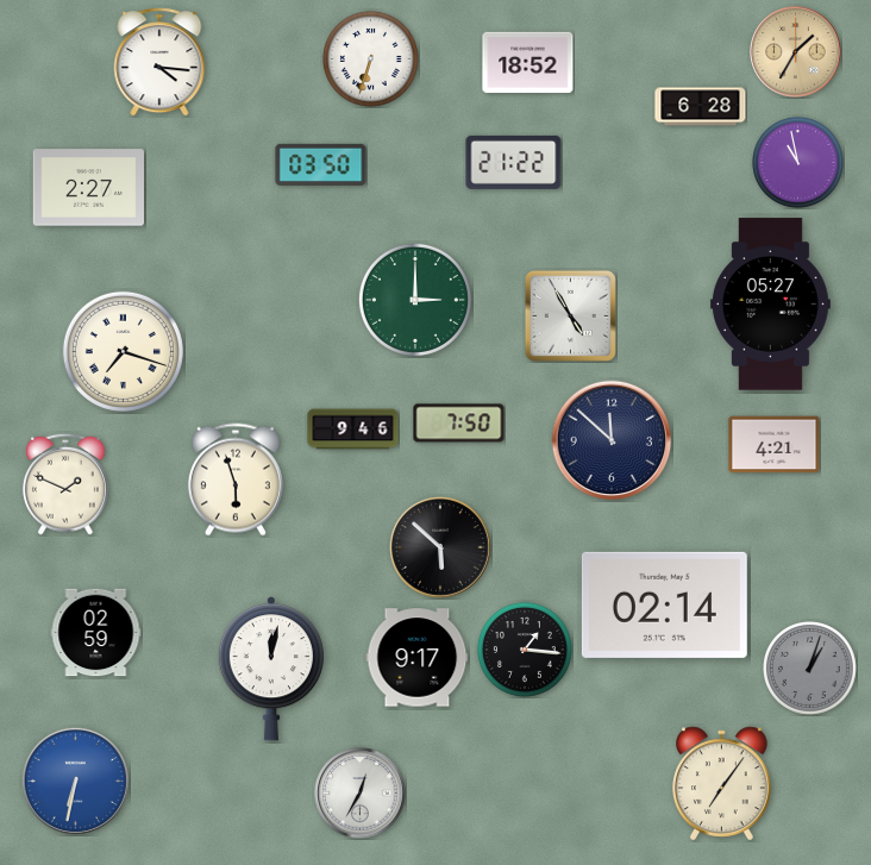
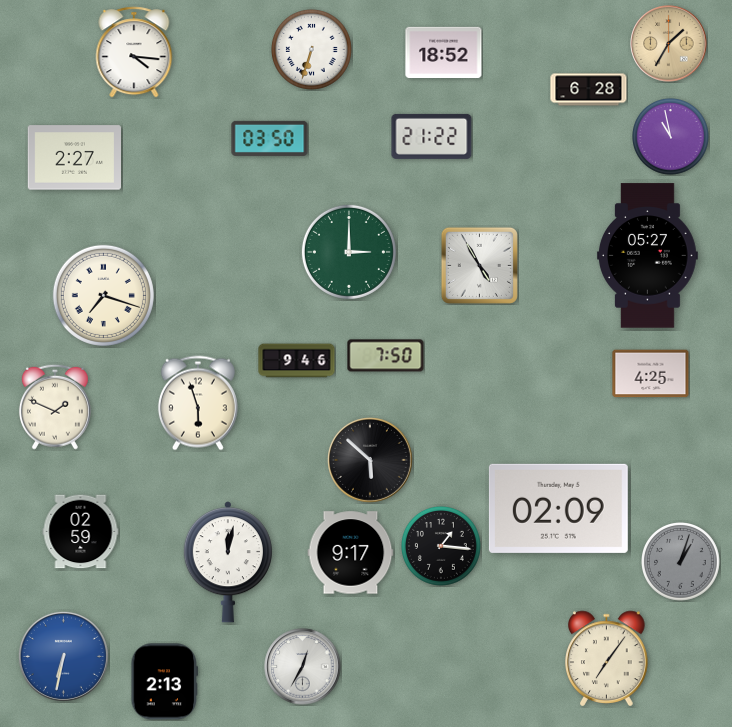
clock at (612, 440): 11:52 -> none
clock at (775, 445): 4:21 -> 4:25
clock at (664, 604): 02:14 -> 02:09
clock at (165, 682): none -> 2:13
